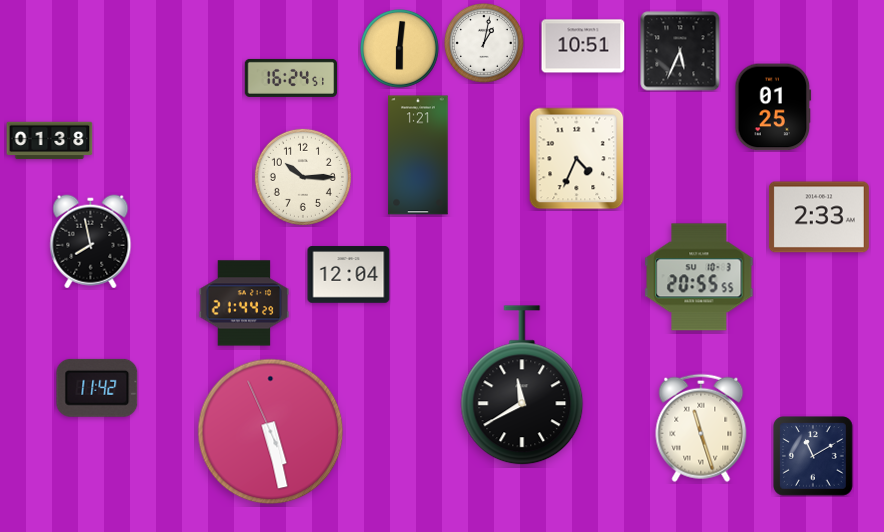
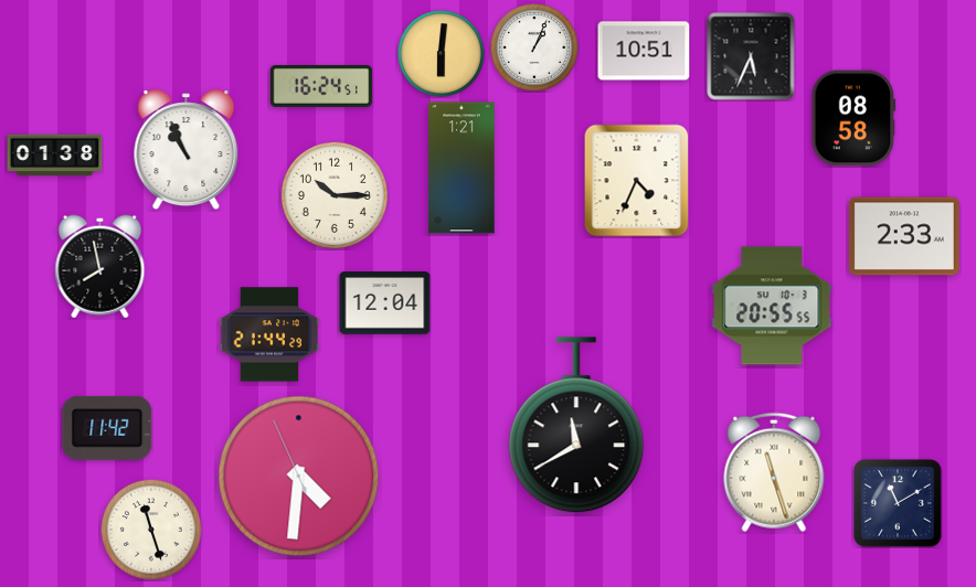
clock at (484, 43): 1:02 -> 1:04
clock at (773, 107): 01:25 -> 08:58
clock at (187, 150): none -> 10:56
clock at (418, 155) position: (418, 155) -> (462, 168)
clock at (577, 159) position: (577, 159) -> (637, 181)
clock at (819, 217) position: (819, 217) -> (904, 236)
clock at (271, 432): 5:27 -> 4:30
clock at (151, 530): none -> 11:27
